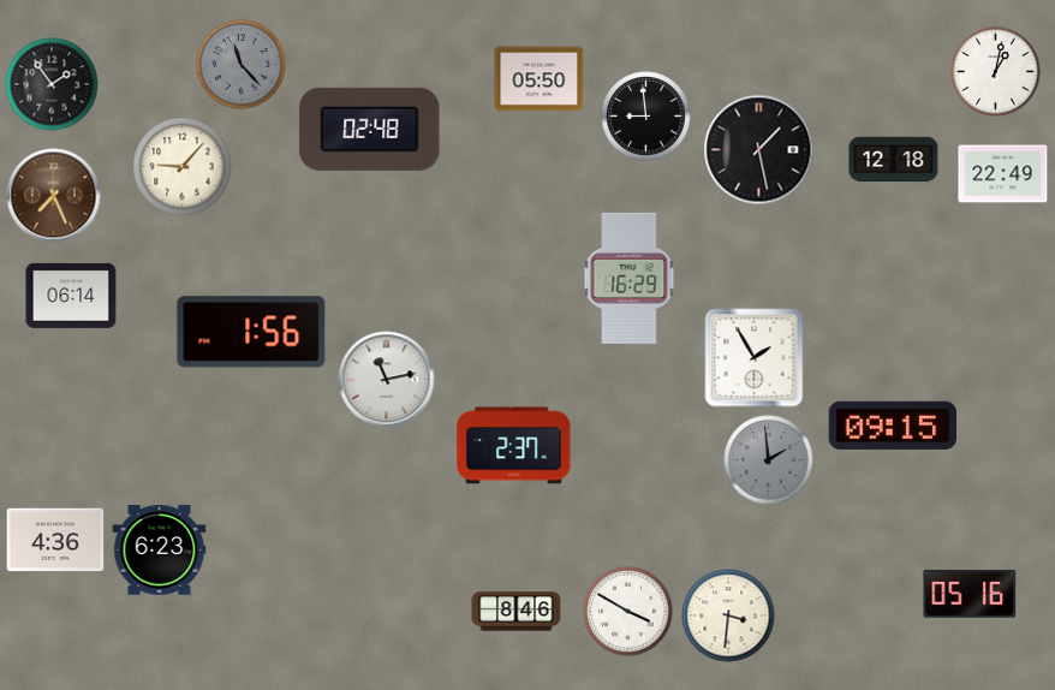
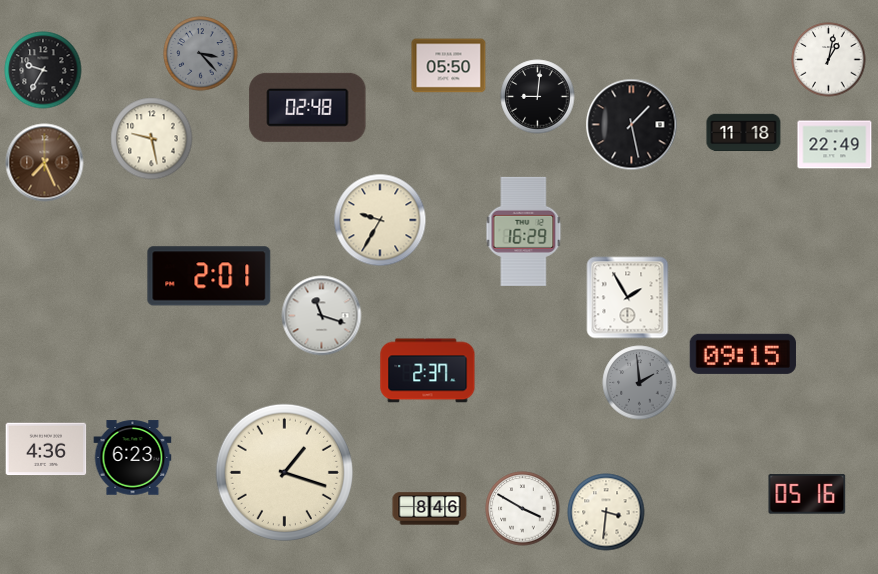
clock at (242, 65): 11:23 -> 3:23
clock at (52, 84): 1:54 -> 9:35
clock at (646, 117): 8:59 -> 9:01
clock at (894, 160): 12:18 -> 11:18
clock at (183, 167): 9:07 -> 9:28
clock at (380, 220): none -> 9:35
clock at (71, 296): 06:14 -> none
clock at (251, 332): 1:56 -> 2:01
clock at (387, 380): 11:13 -> 11:18
clock at (284, 472): none -> 1:18
